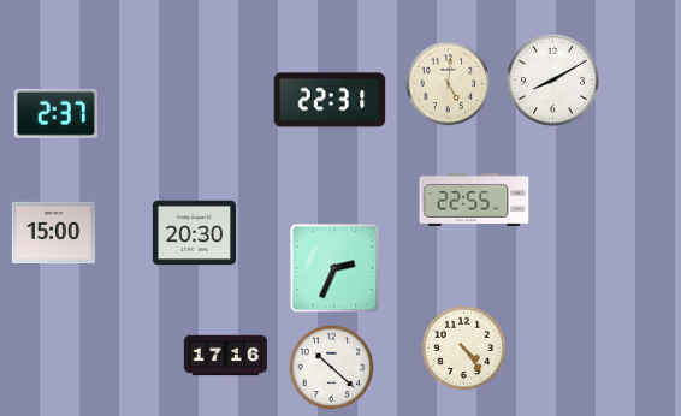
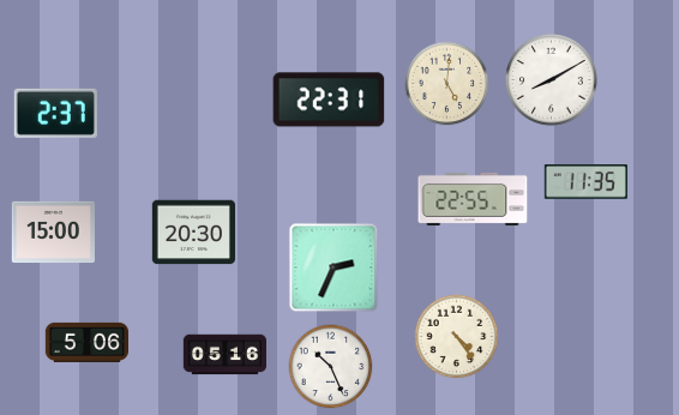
clock at (585, 182): none -> 11:35
clock at (86, 342): none -> 5:06
clock at (464, 349) position: (464, 349) -> (457, 337)
clock at (225, 356): 17:16 -> 05:16
clock at (332, 368): 10:22 -> 10:26
